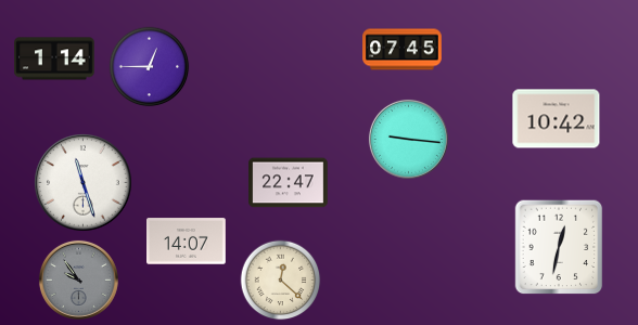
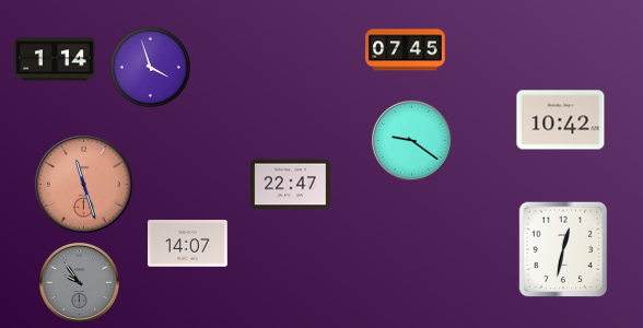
clock at (150, 67): 12:45 -> 3:57
clock at (408, 139): 9:16 -> 9:21
clock at (84, 183) dial: white -> salmon
clock at (281, 281): 12:22 -> none
